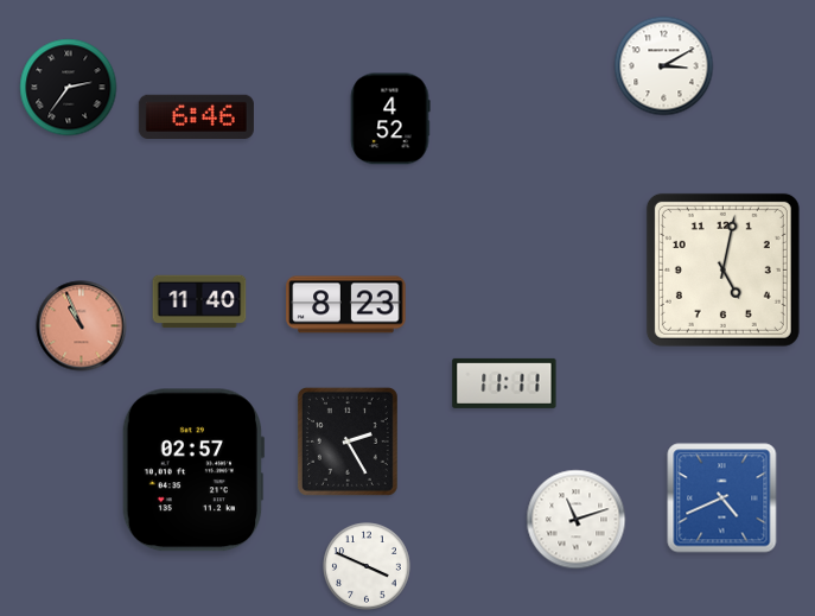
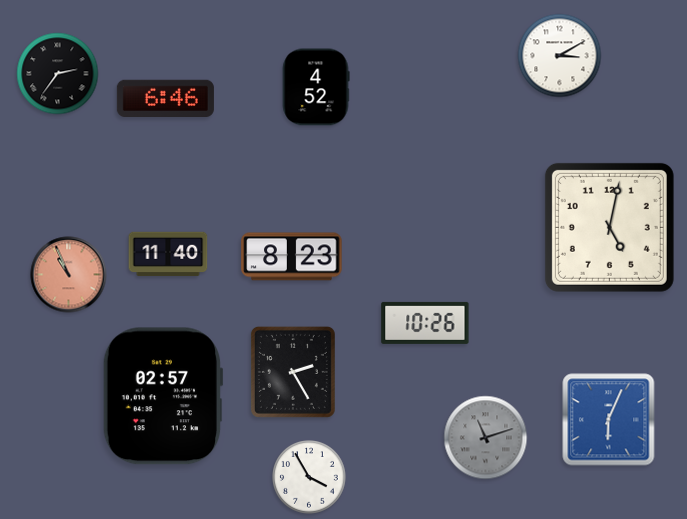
clock at (390, 119) position: (390, 119) -> (316, 87)
clock at (504, 383): 11:11 -> 10:26
clock at (722, 498): 4:41 -> 6:04
clock at (577, 520) dial: white -> grey
clock at (367, 566): 3:49 -> 3:55
